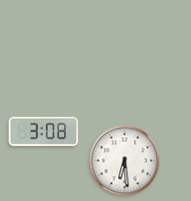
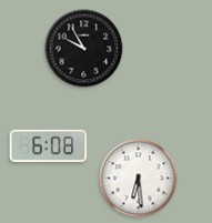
clock at (84, 49): none -> 9:55
clock at (44, 131): 3:08 -> 6:08
